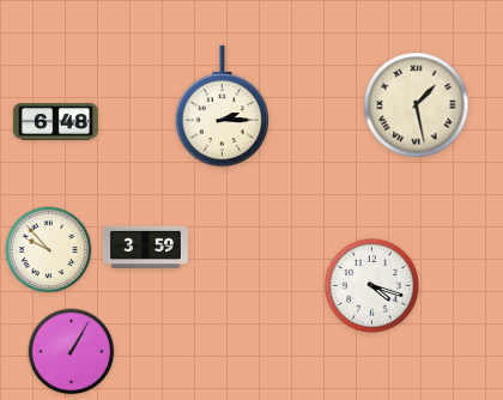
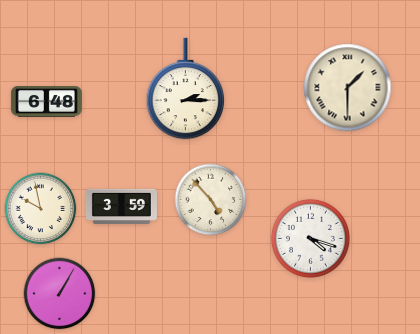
clock at (417, 105): 1:28 -> 1:30
clock at (211, 200): none -> 4:53
clock at (49, 250): 9:53 -> 9:58
